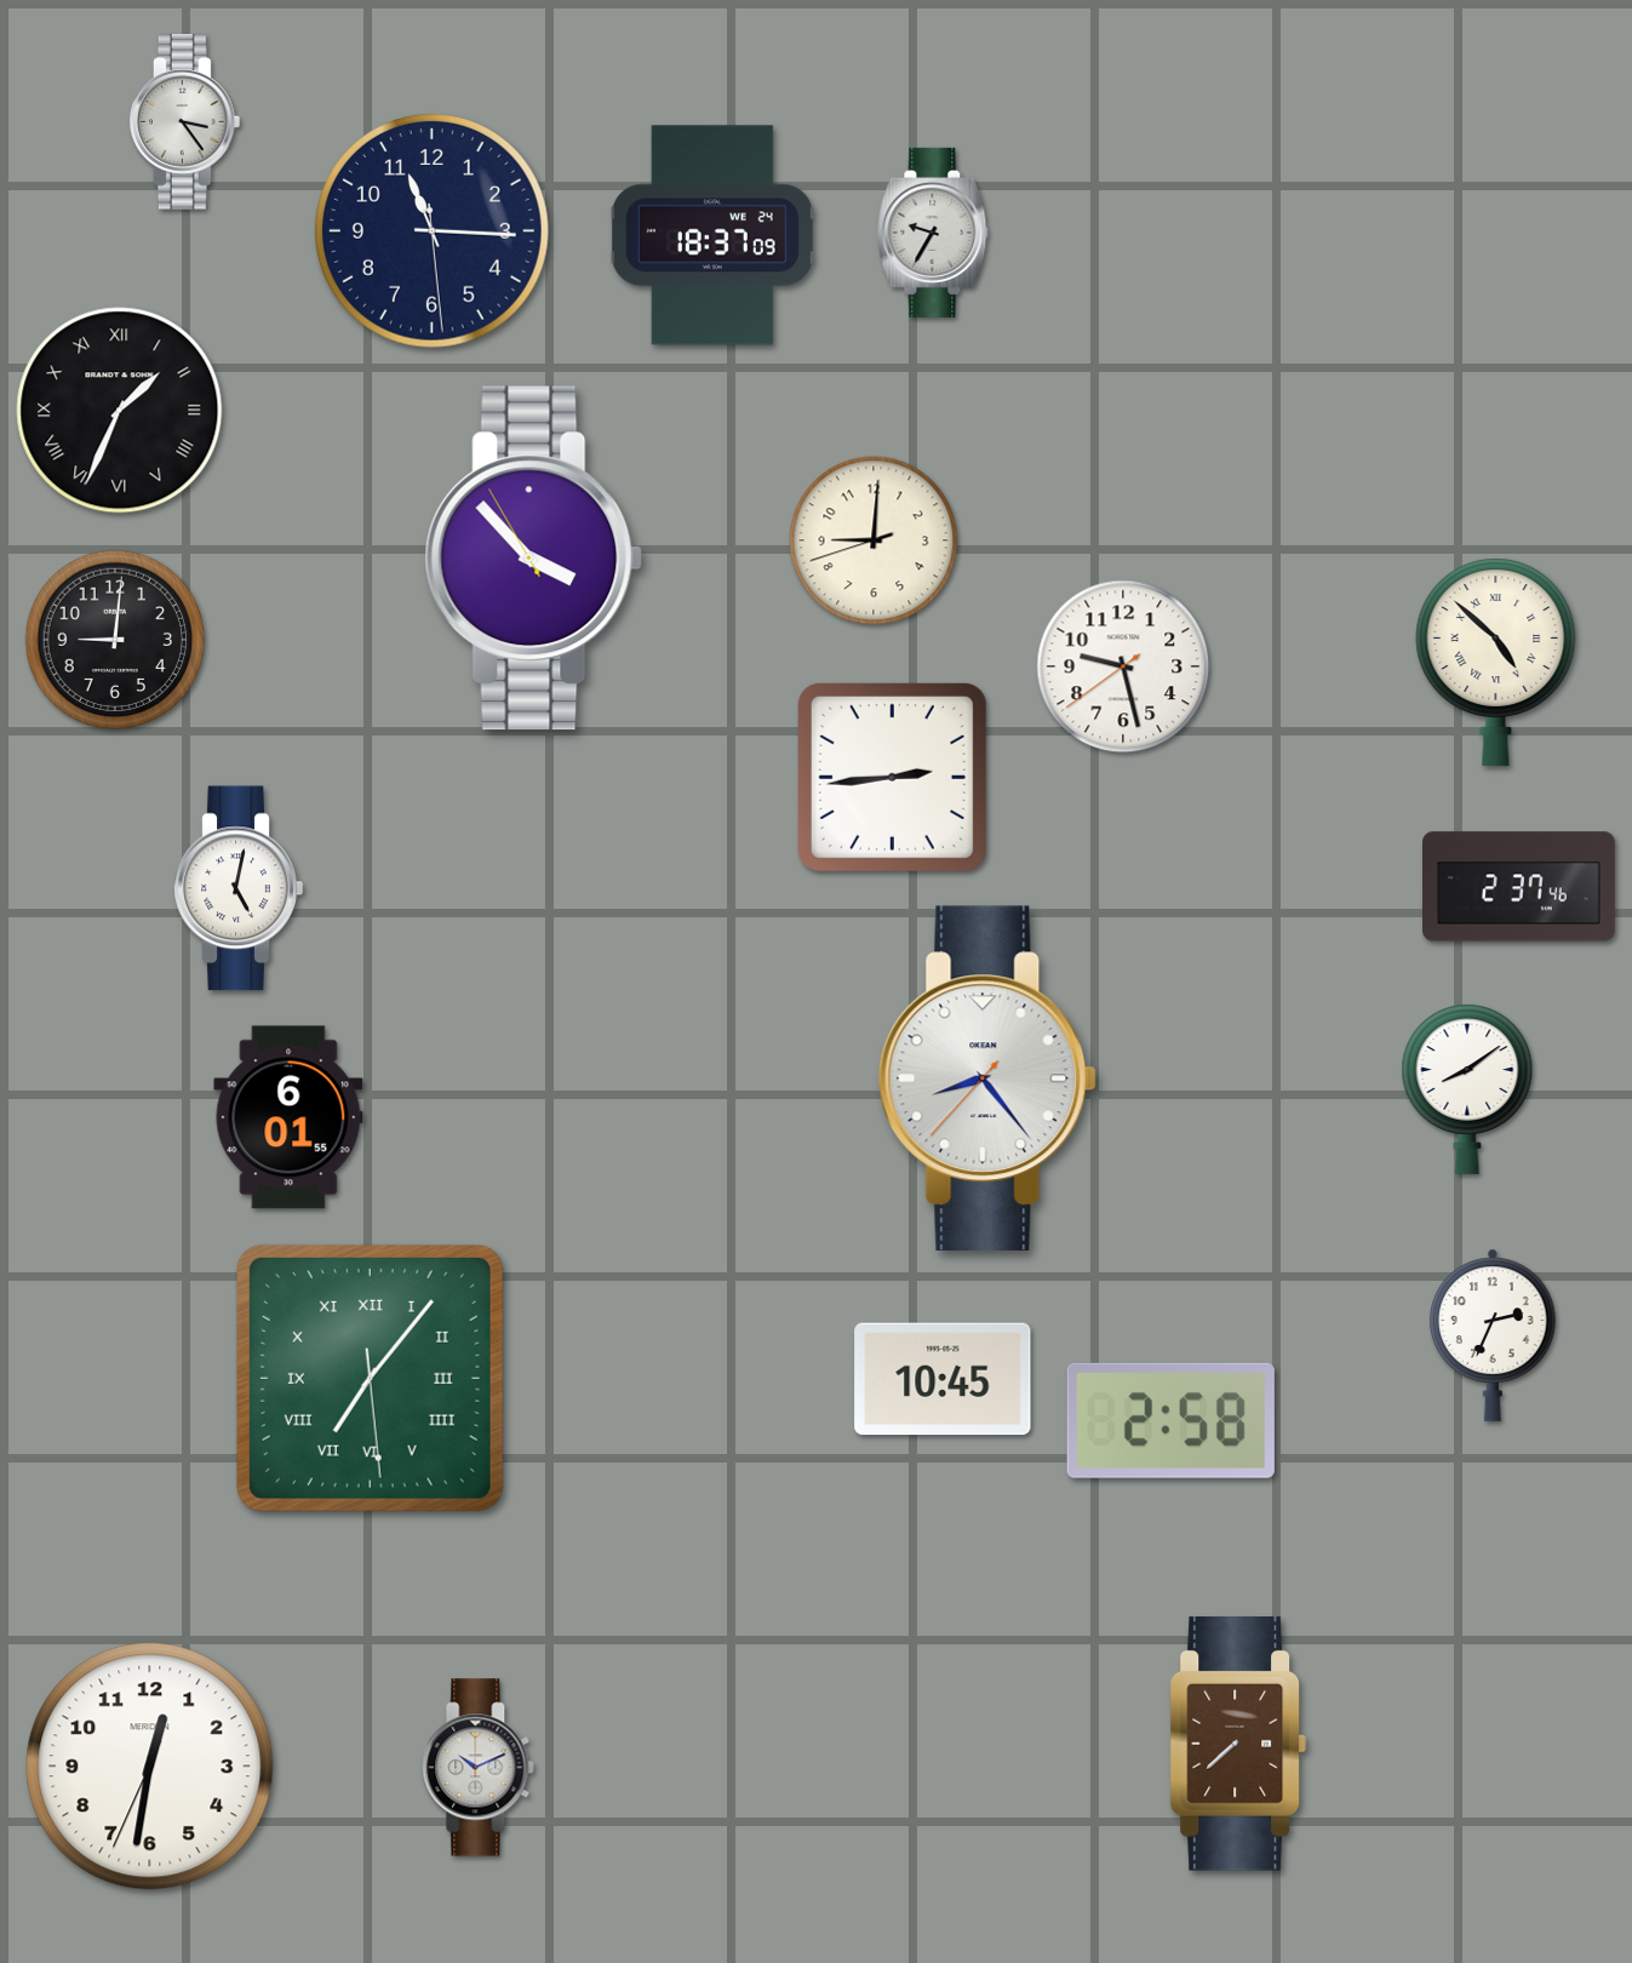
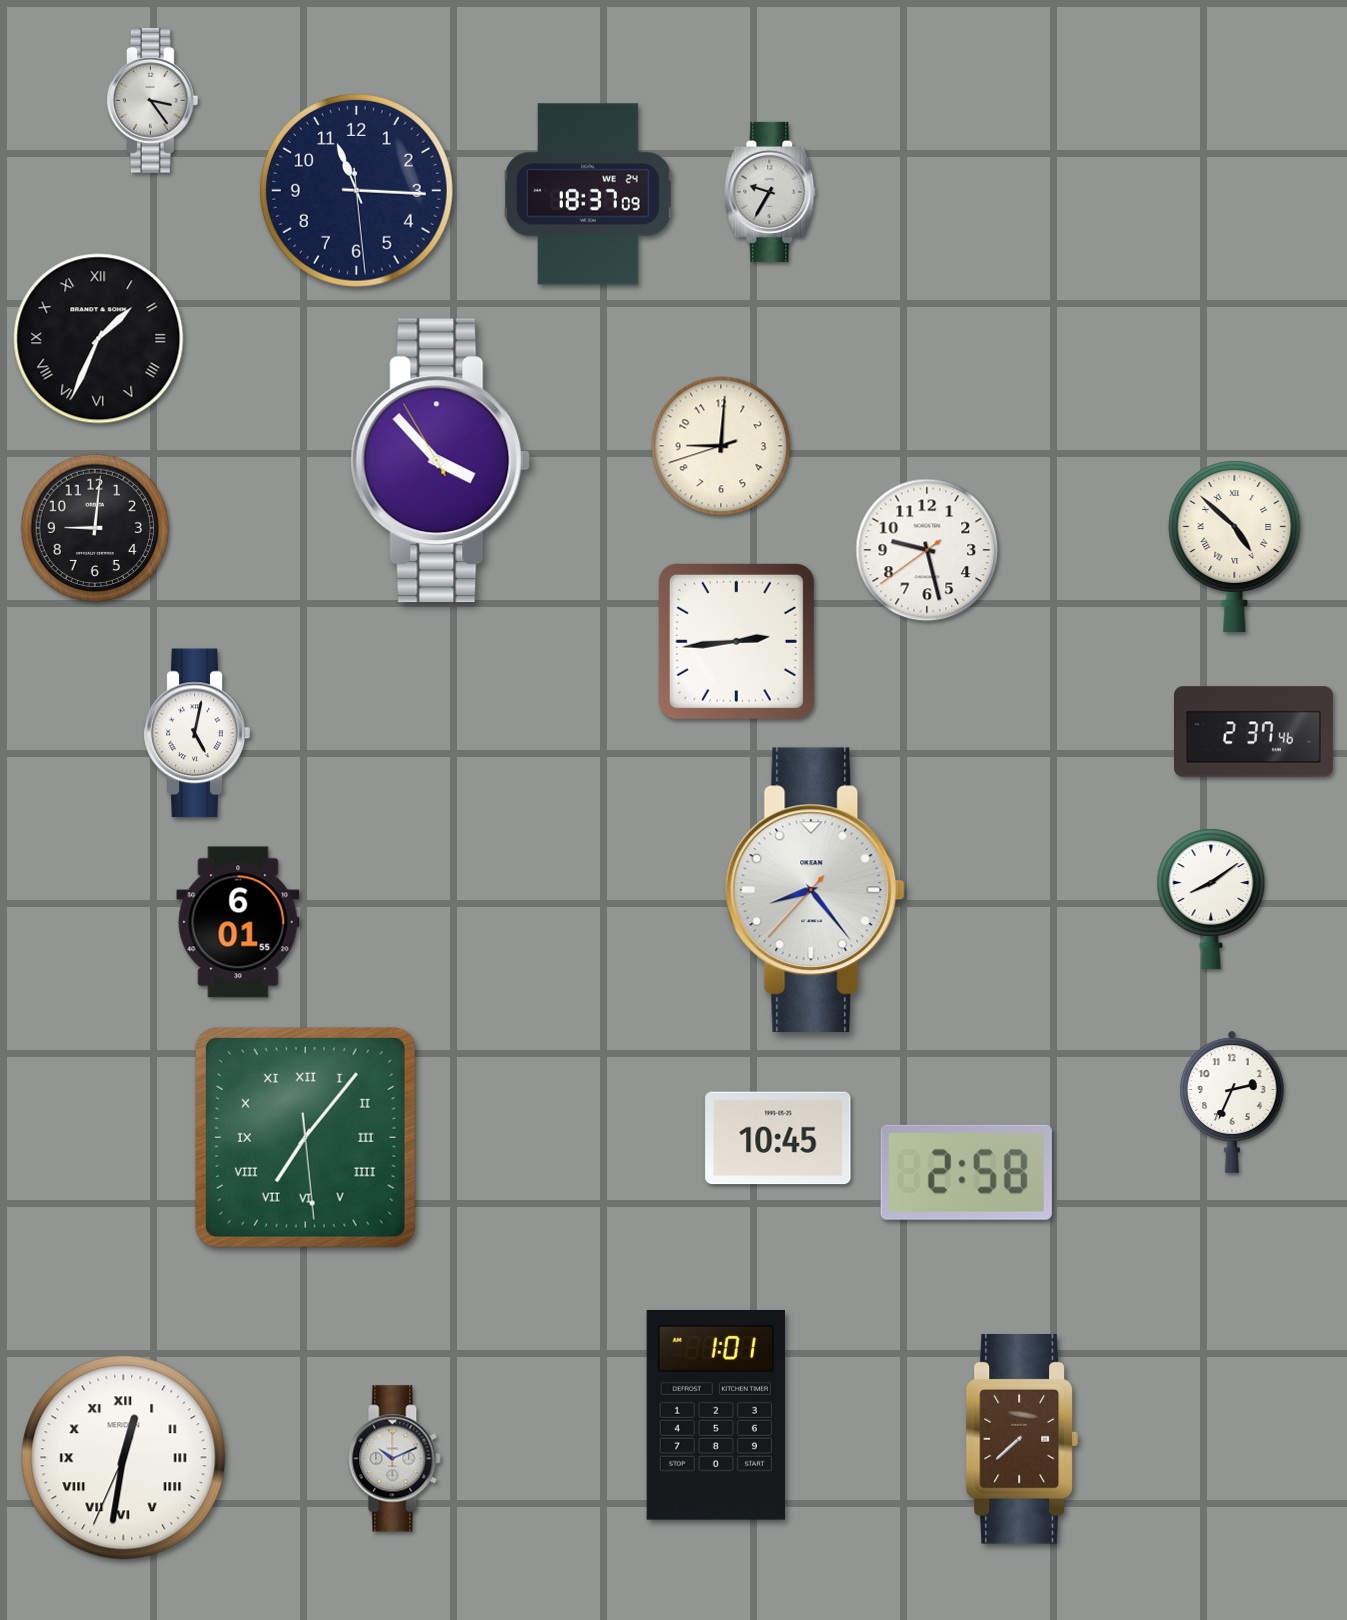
clock at (716, 1416): none -> 1:01
clock at (150, 1767) numerals: Arabic -> Roman
